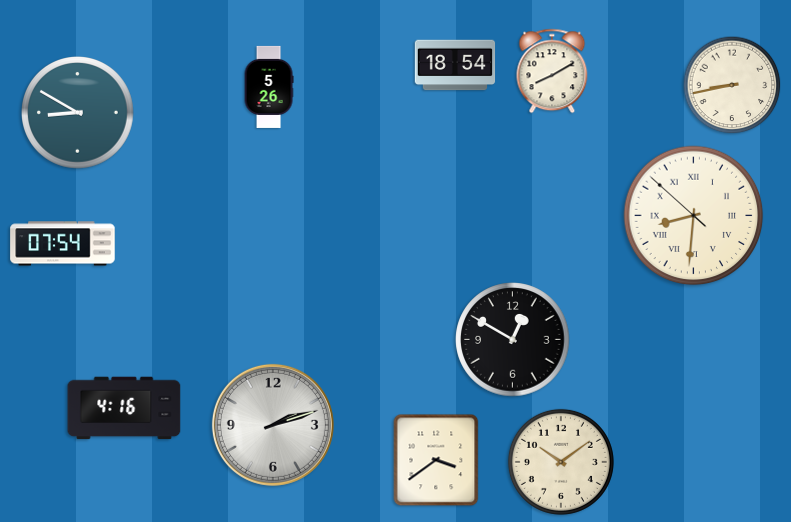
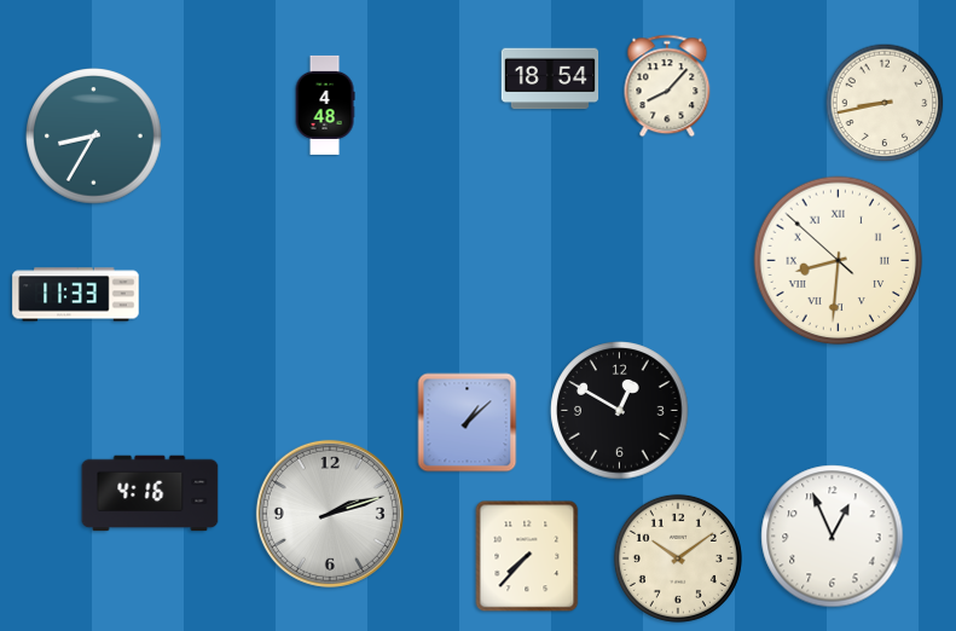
clock at (552, 71): 8:10 -> 8:07
clock at (269, 87): 5:26 -> 4:48
clock at (78, 113): 8:50 -> 8:35
clock at (63, 244): 07:54 -> 11:33
clock at (468, 423): none -> 1:08
clock at (833, 537): none -> 12:56
clock at (436, 460): 3:39 -> 7:37
